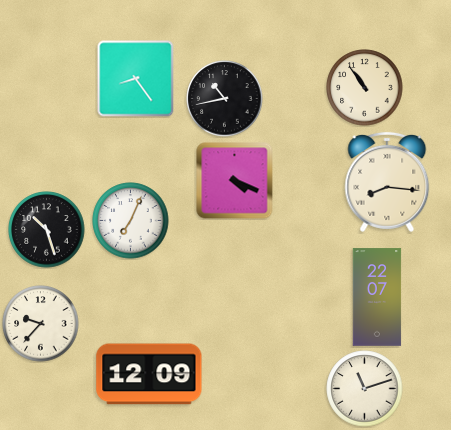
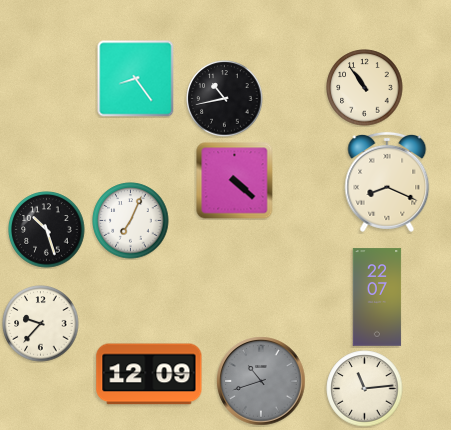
clock at (235, 181): 4:19 -> 4:22
clock at (387, 182): 8:16 -> 8:19
clock at (261, 381): none -> 10:42
clock at (365, 389): 11:12 -> 11:14
